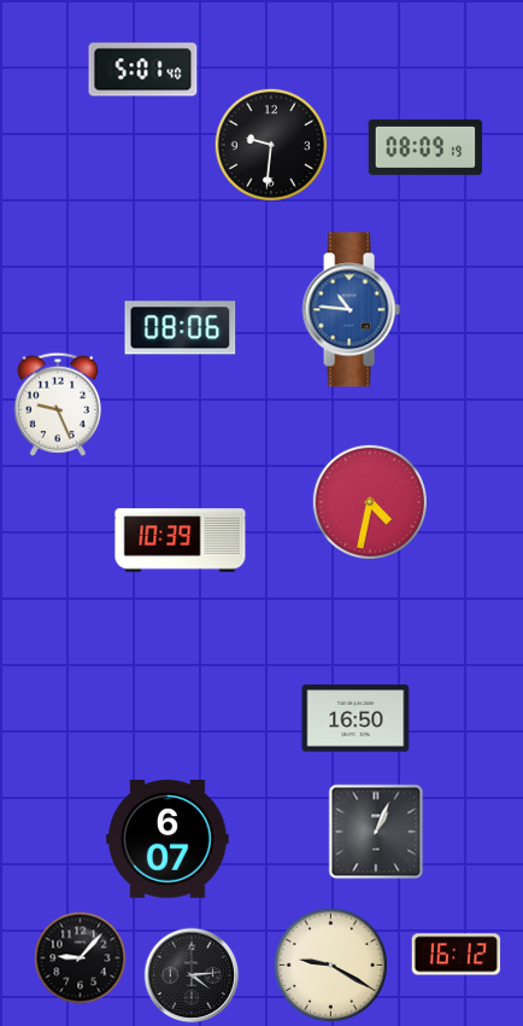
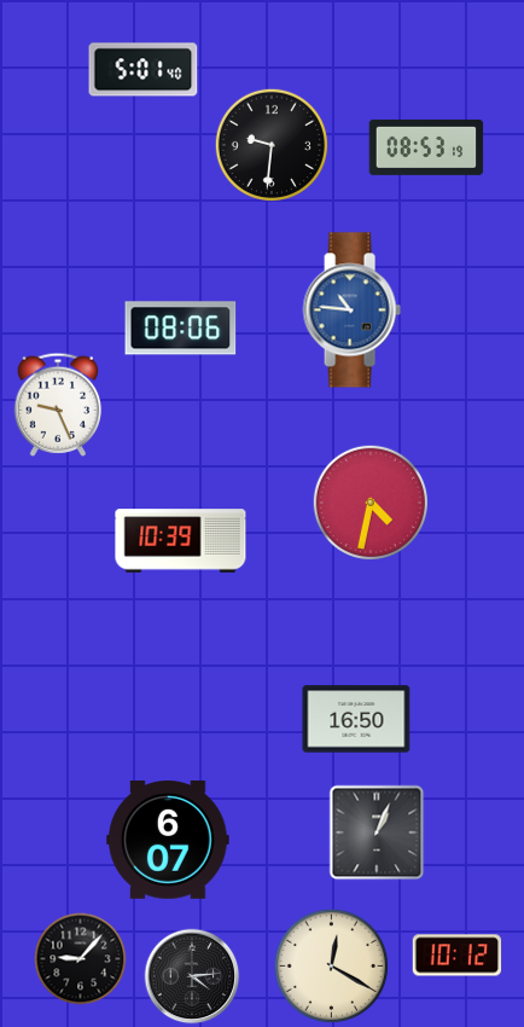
clock at (425, 147): 08:09 -> 08:53
clock at (457, 955): 16:12 -> 10:12
clock at (330, 964): 9:20 -> 12:20
